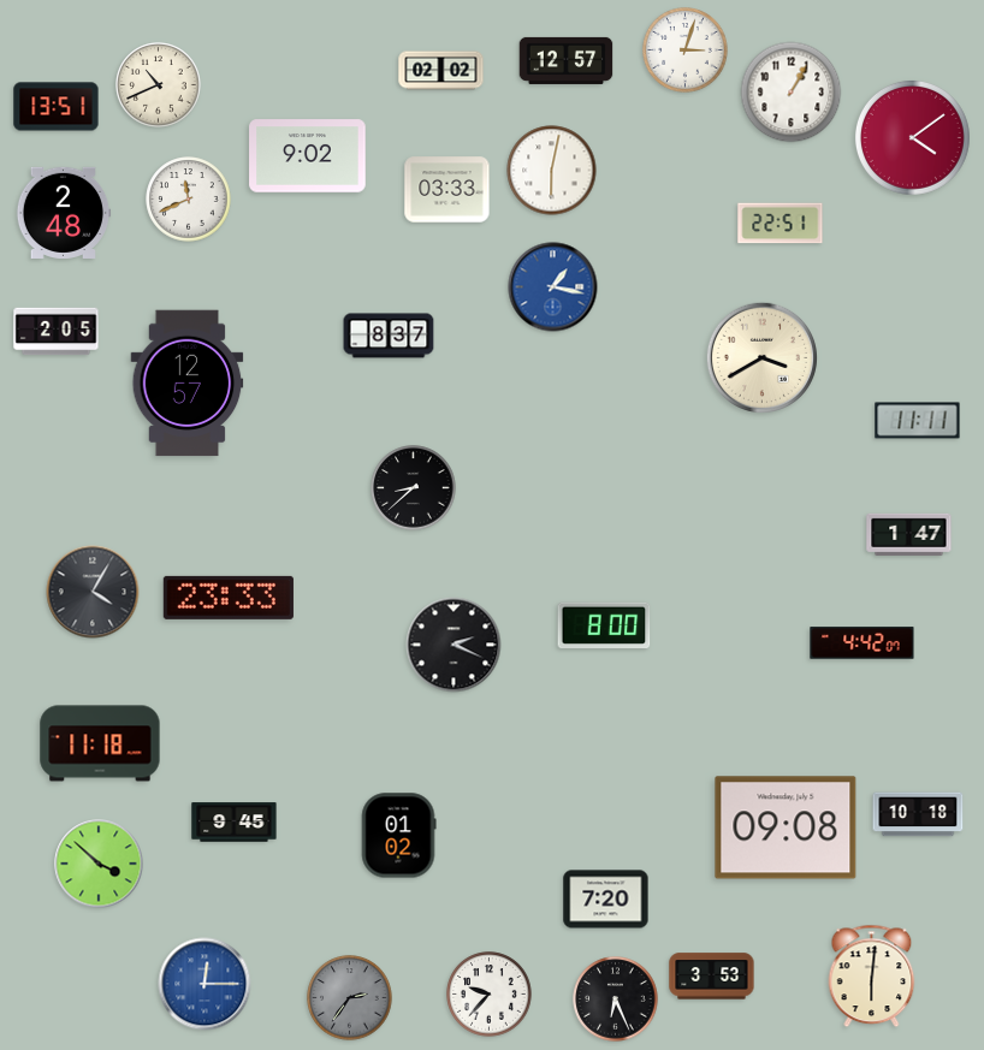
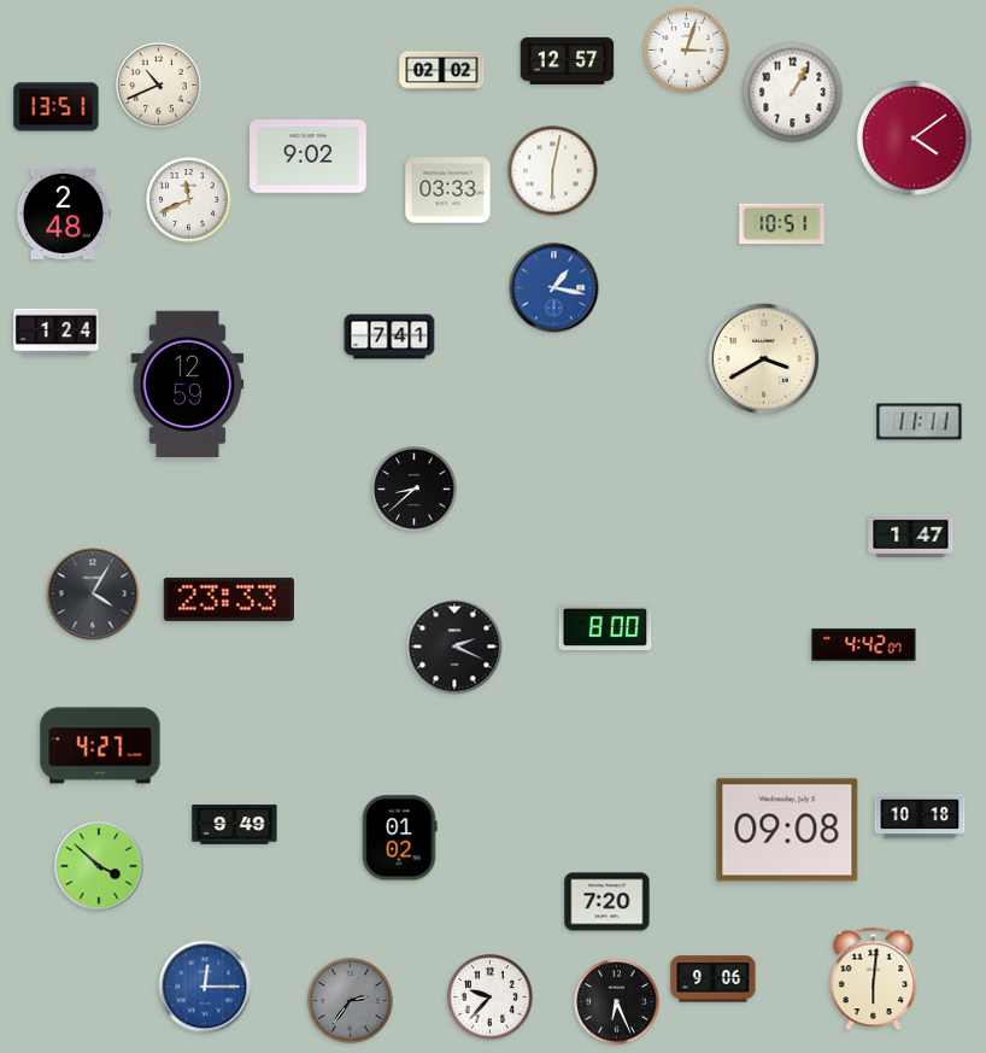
clock at (781, 224): 22:51 -> 10:51
clock at (57, 332): 2:05 -> 1:24
clock at (389, 336): 8:37 -> 7:41
clock at (188, 384): 12:57 -> 12:59
clock at (100, 743): 11:18 -> 4:27
clock at (235, 823): 9:45 -> 9:49
clock at (712, 977): 3:53 -> 9:06
